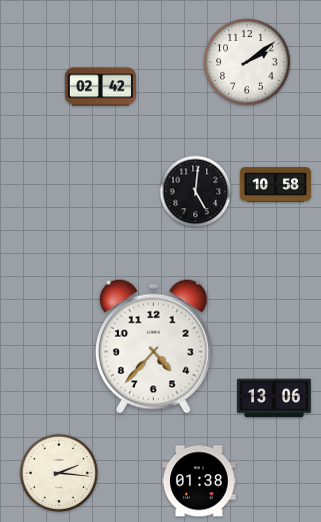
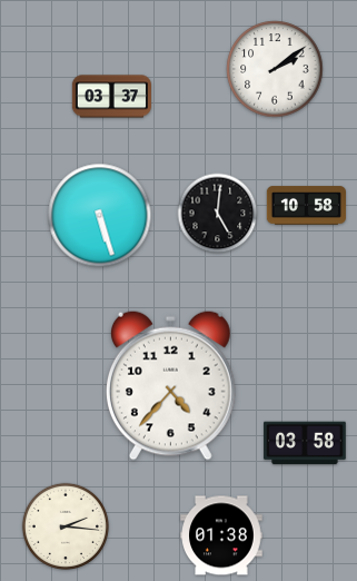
clock at (100, 87): 02:42 -> 03:37
clock at (100, 216): none -> 5:27
clock at (274, 398): 13:06 -> 03:58
